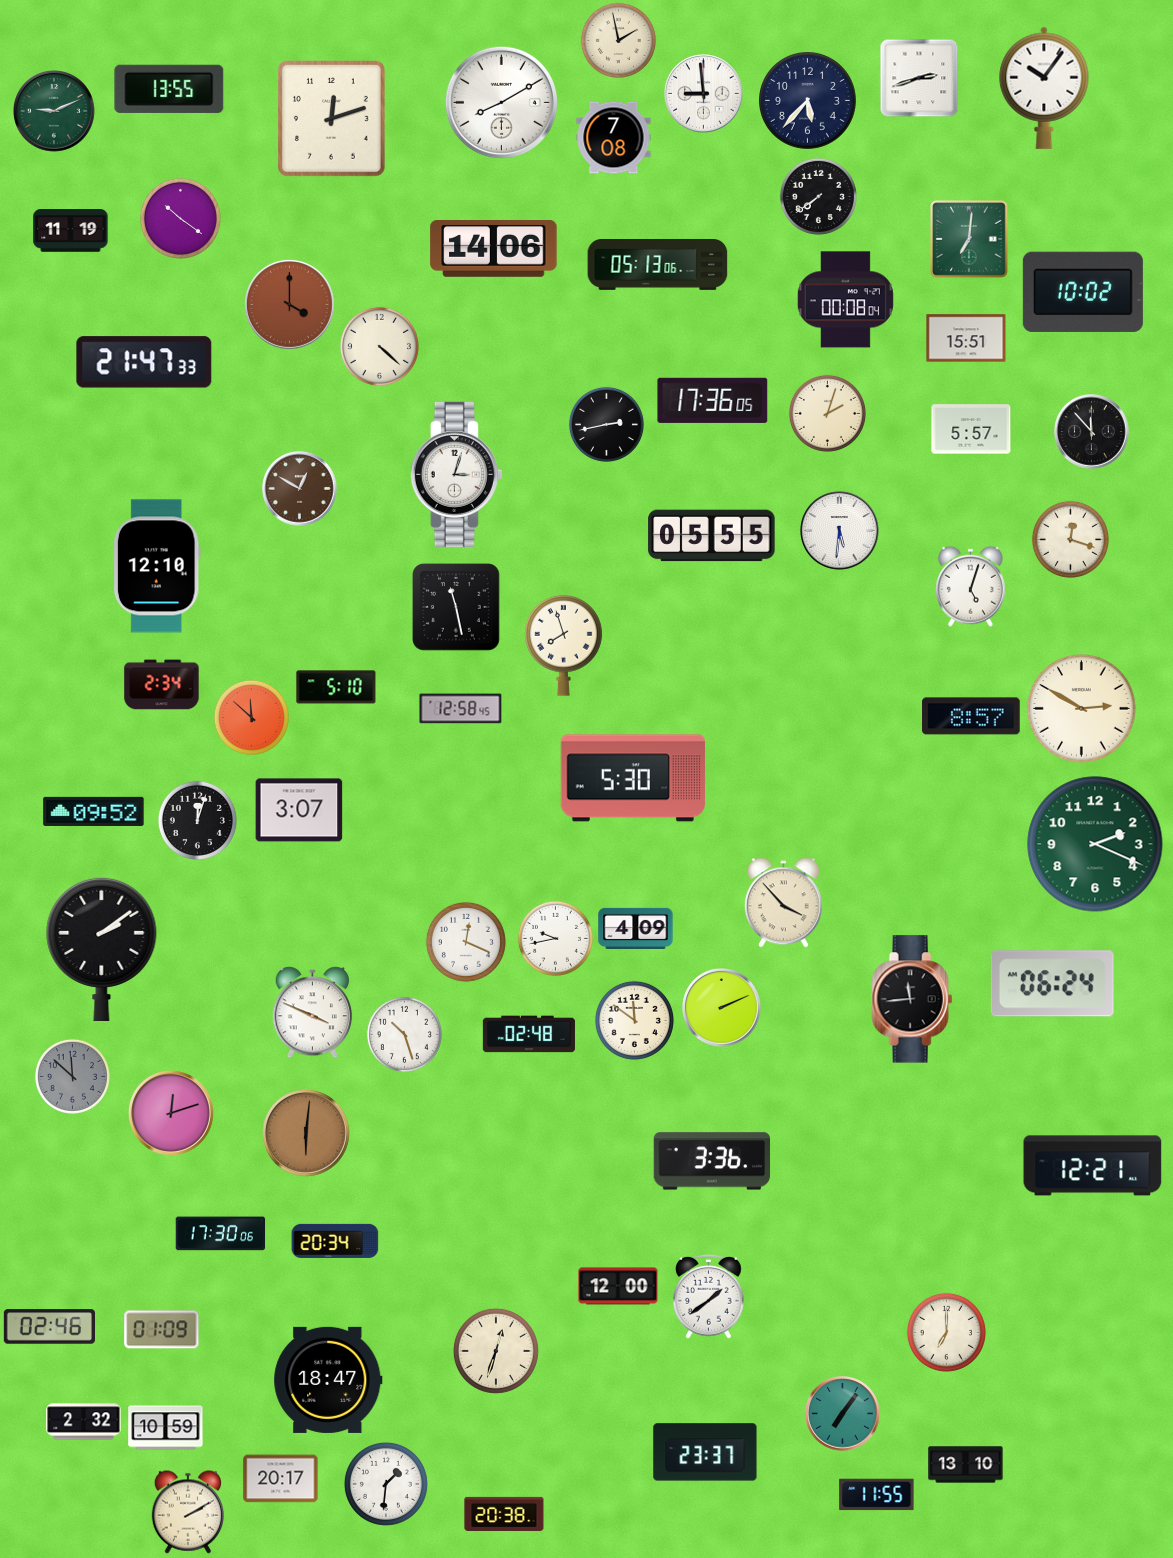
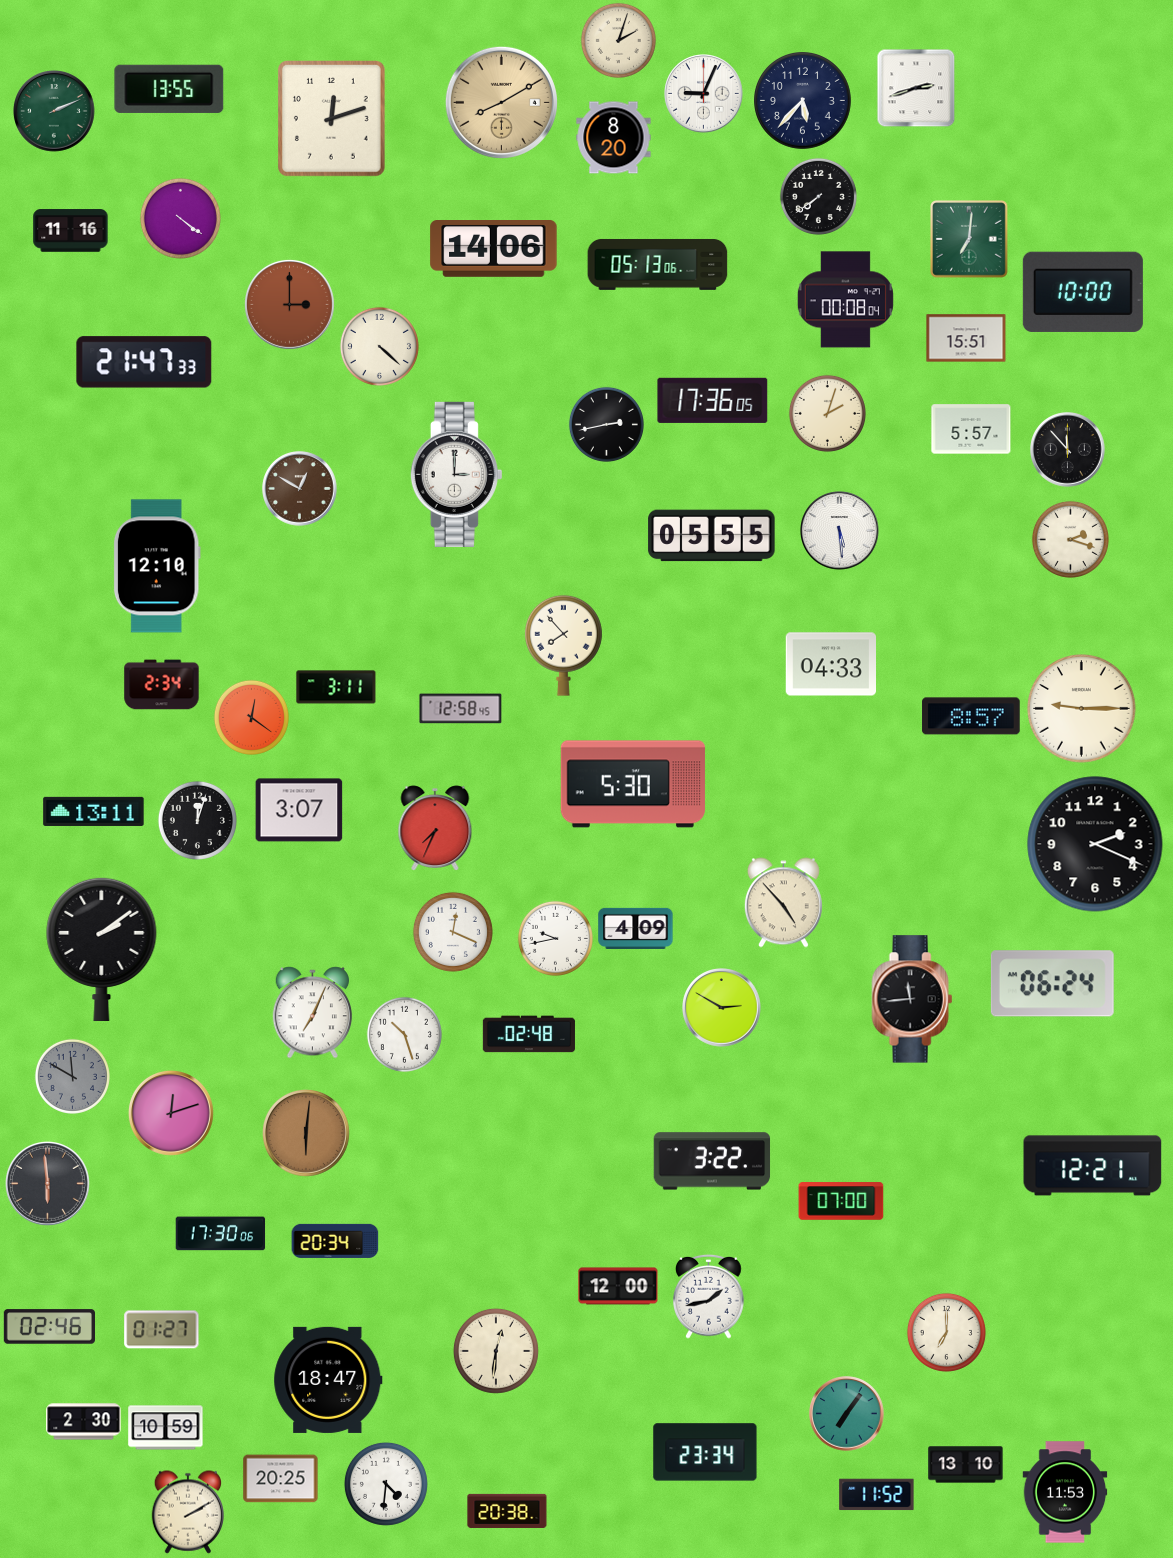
clock at (618, 40): 1:58 -> 2:03
clock at (919, 78) position: (919, 78) -> (916, 88)
clock at (1044, 88): 10:06 -> none
clock at (704, 94): 8:59 -> 9:04
clock at (808, 101) position: (808, 101) -> (803, 101)
clock at (501, 102) dial: white -> champagne
clock at (55, 112): 9:11 -> 2:11
clock at (614, 138): 7:08 -> 8:20
clock at (180, 218): 10:21 -> 4:21
clock at (71, 231): 11:19 -> 11:16
clock at (1083, 292): 10:02 -> 10:00
clock at (289, 304): 4:00 -> 3:00
clock at (1092, 432) position: (1092, 432) -> (1068, 450)
clock at (456, 474): 3:03 -> 3:00
clock at (840, 531): 5:31 -> 5:29
clock at (1070, 539): 12:18 -> 2:18
clock at (970, 586): 5:03 -> none
clock at (456, 607): 11:28 -> none
clock at (564, 645): 7:57 -> 7:53
clock at (831, 664): none -> 04:33
clock at (336, 687): 5:10 -> 3:11
clock at (1082, 709): 2:50 -> 9:15
clock at (251, 717): 11:52 -> 12:21
clock at (633, 778) position: (633, 778) -> (633, 784)
clock at (94, 811): 09:52 -> 13:11
clock at (435, 828): none -> 7:34
clock at (1095, 844) dial: green -> black
clock at (783, 903): 3:53 -> 4:53
clock at (466, 942) position: (466, 942) -> (453, 932)
clock at (722, 1008): 2:11 -> 2:50
clock at (313, 1013): 3:49 -> 7:04
clock at (634, 1020): 11:51 -> none
clock at (72, 1076): 11:52 -> 11:50
clock at (712, 1161): 3:36 -> 3:22
clock at (48, 1184): none -> 5:59
clock at (841, 1201): none -> 07:00
clock at (709, 1296): 1:39 -> 1:43
clock at (162, 1330): 01:09 -> 01:27
clock at (496, 1351): 12:33 -> 12:31
clock at (843, 1414) position: (843, 1414) -> (847, 1414)
clock at (84, 1422): 2:32 -> 2:30
clock at (705, 1452): 23:37 -> 23:34
clock at (281, 1479): 20:17 -> 20:25
clock at (386, 1484): 1:31 -> 4:31
clock at (1065, 1492): none -> 11:53
clock at (877, 1495): 11:55 -> 11:52
clock at (504, 1514) position: (504, 1514) -> (507, 1511)
